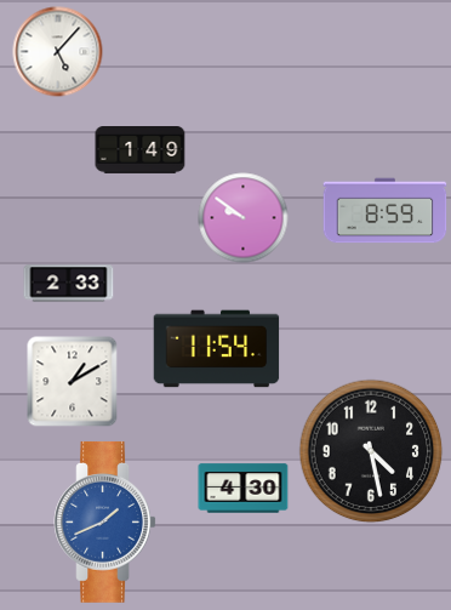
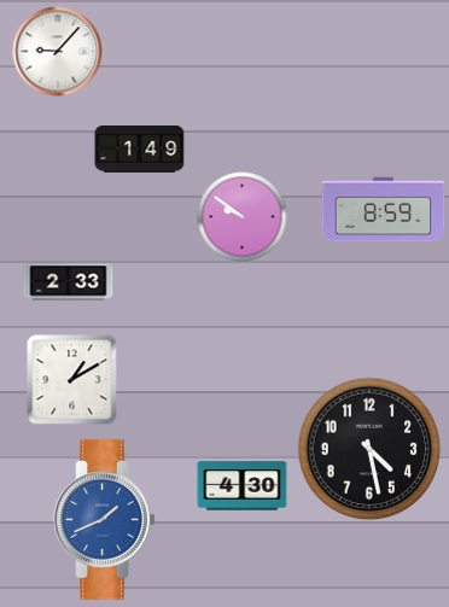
clock at (58, 52): 5:07 -> 9:07
clock at (217, 349): 11:54 -> none
